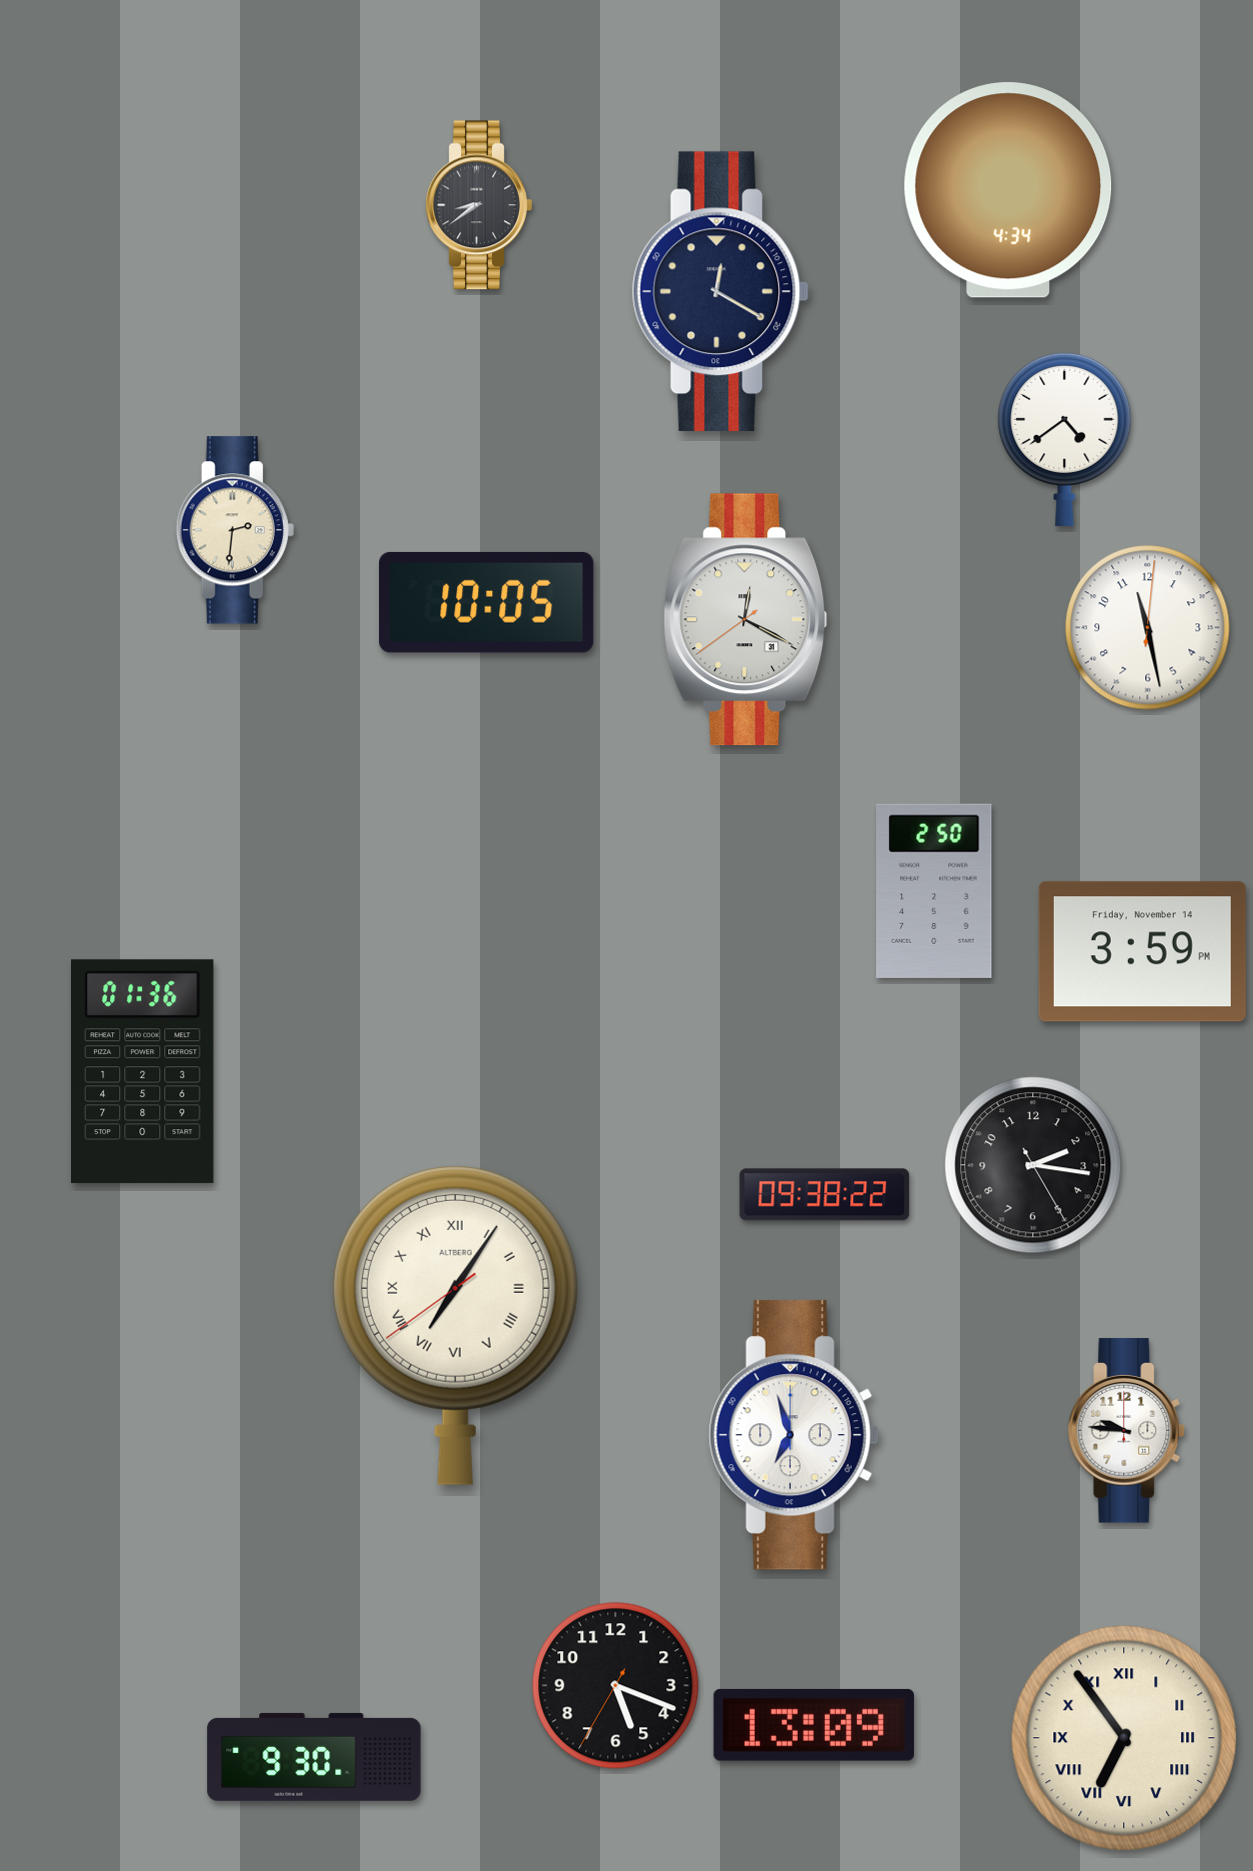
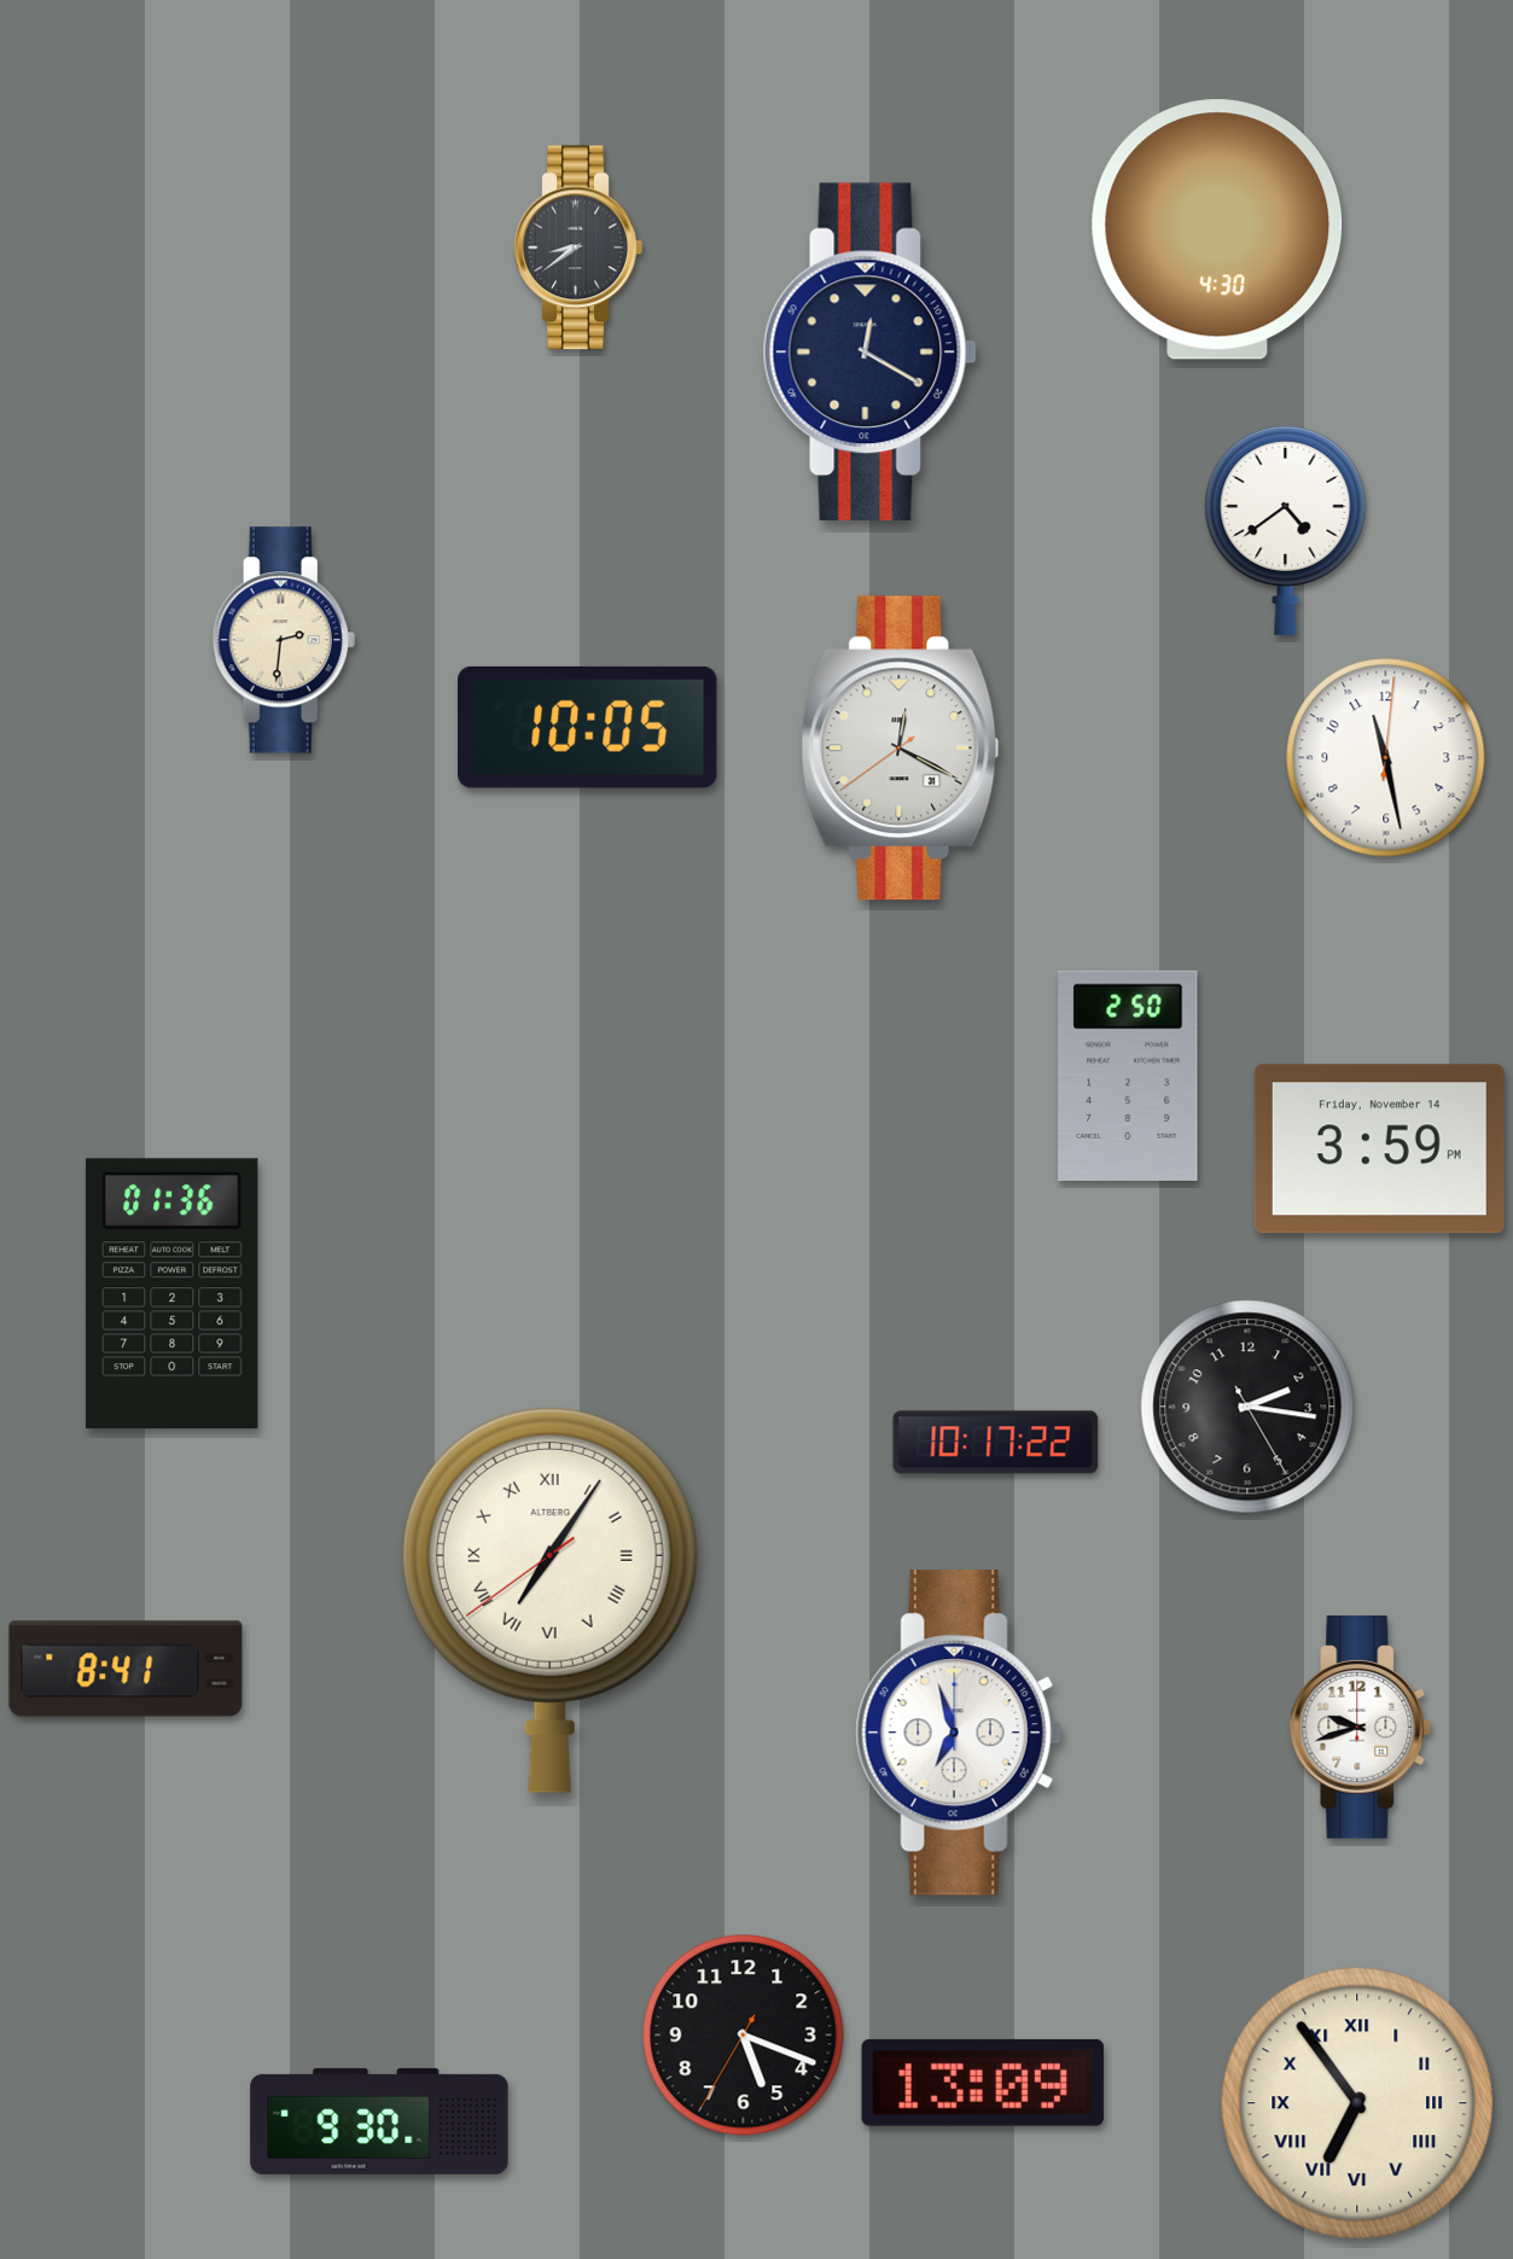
clock at (1008, 190): 4:34 -> 4:30
clock at (825, 1195): 09:38 -> 10:17
clock at (126, 1669): none -> 8:41
clock at (1127, 1431): 9:46 -> 9:42
clock at (1124, 1738) position: (1124, 1738) -> (1357, 2103)
